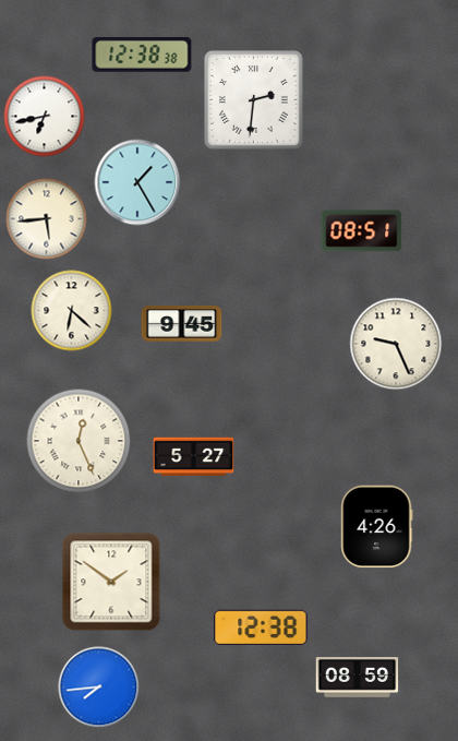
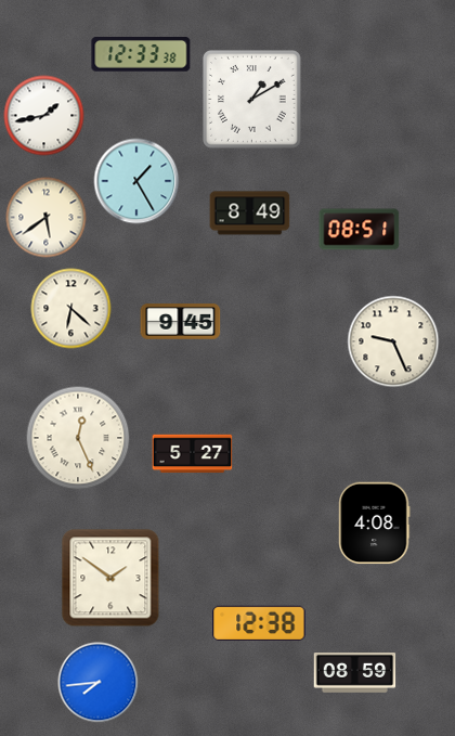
clock at (142, 55): 12:38 -> 12:33
clock at (254, 100): 2:31 -> 1:10
clock at (45, 117): 6:43 -> 1:43
clock at (250, 214): none -> 8:49
clock at (47, 219): 5:44 -> 5:39
clock at (377, 527): 4:26 -> 4:08
